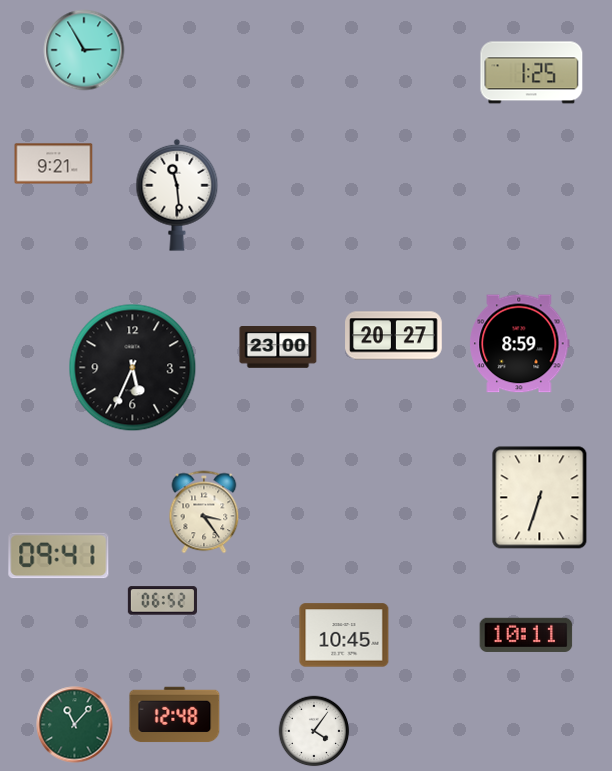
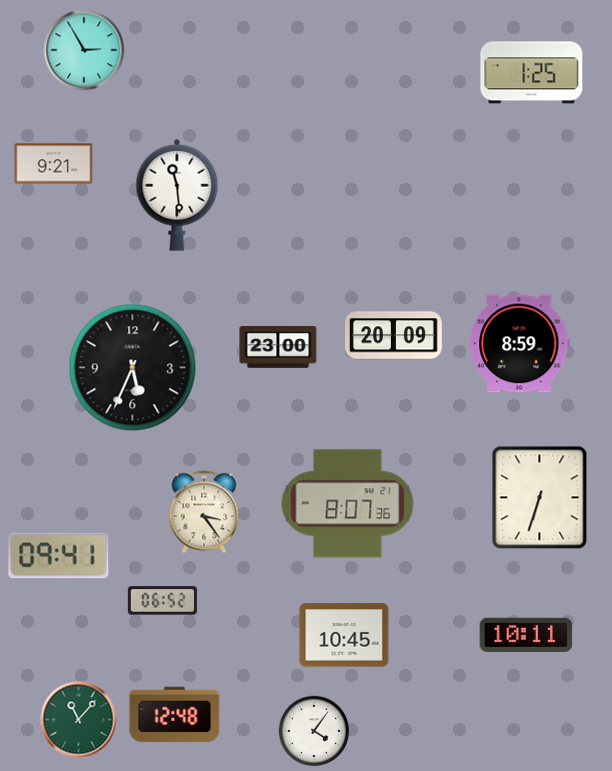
clock at (394, 336): 20:27 -> 20:09
clock at (348, 504): none -> 8:07
clock at (75, 725) position: (75, 725) -> (79, 720)
